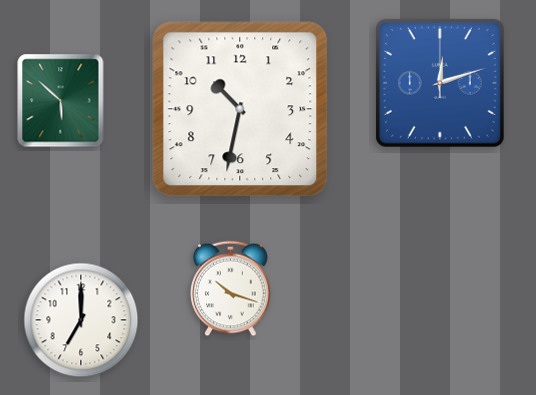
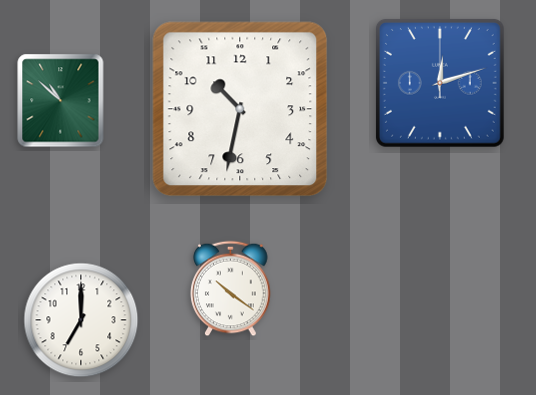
clock at (61, 101): 5:52 -> 10:52
clock at (231, 289): 10:18 -> 10:21
